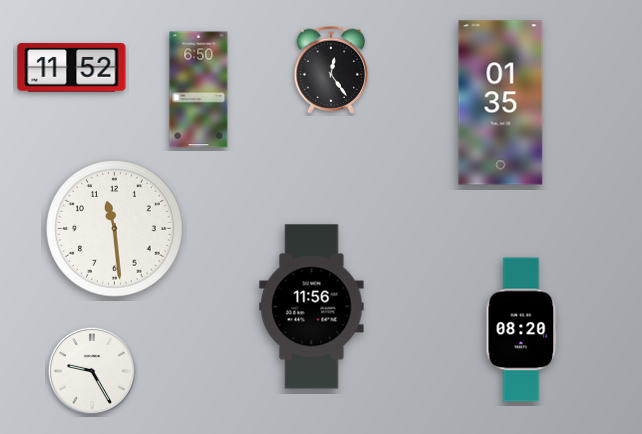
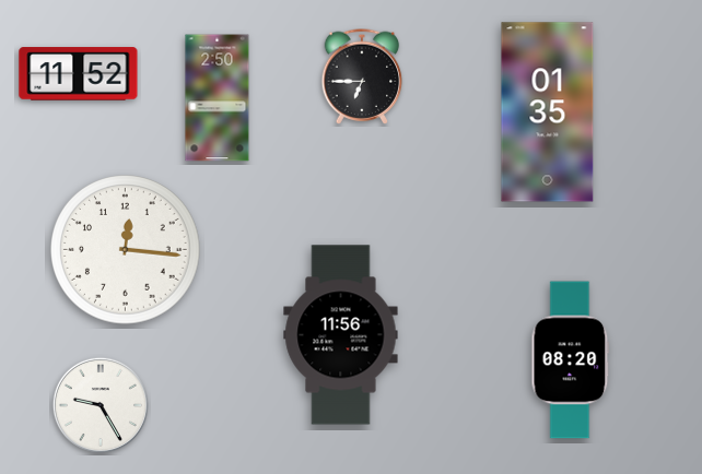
clock at (331, 70): 12:24 -> 6:45
clock at (199, 90): 6:50 -> 2:50
clock at (115, 229): 11:29 -> 12:16
